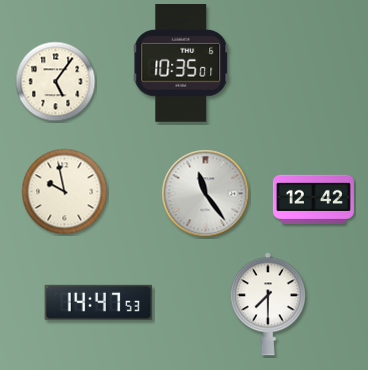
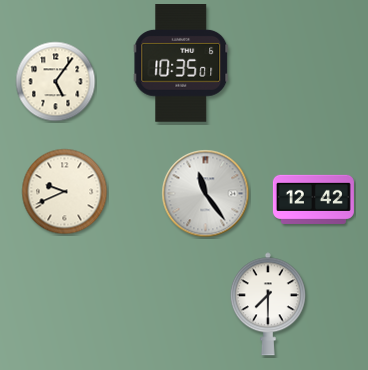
clock at (65, 192): 9:58 -> 9:41
clock at (99, 302): 14:47 -> none
